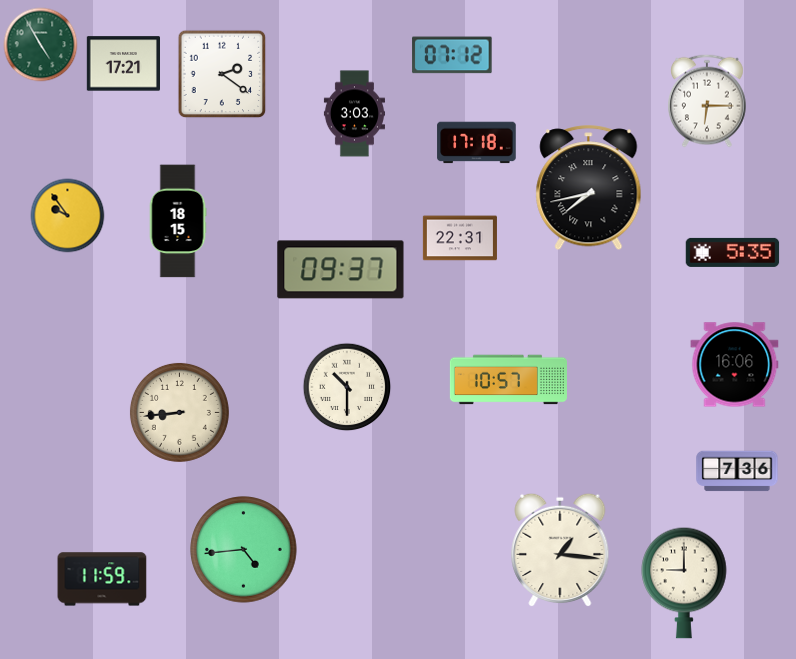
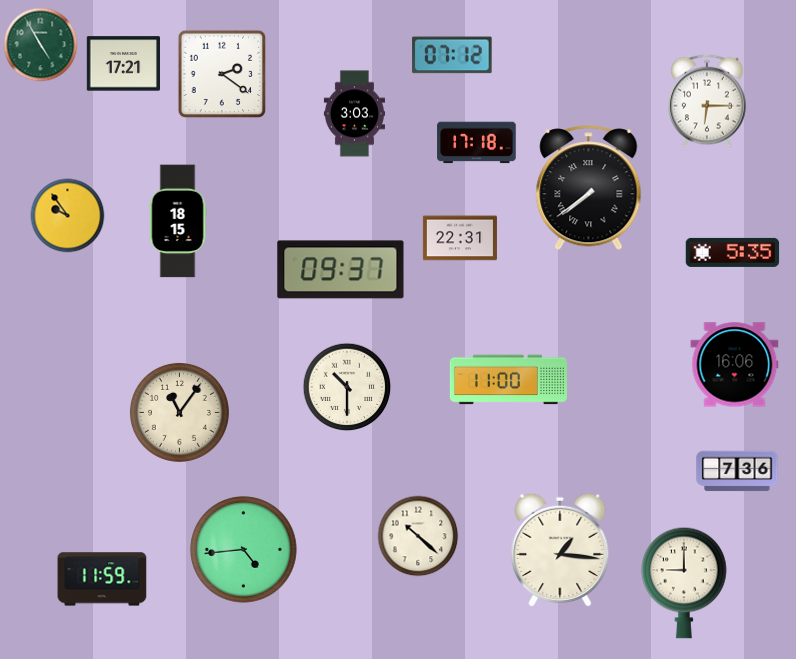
clock at (589, 188): 7:43 -> 7:39
clock at (508, 380): 10:57 -> 11:00
clock at (179, 412): 8:44 -> 11:06
clock at (418, 536): none -> 10:22
